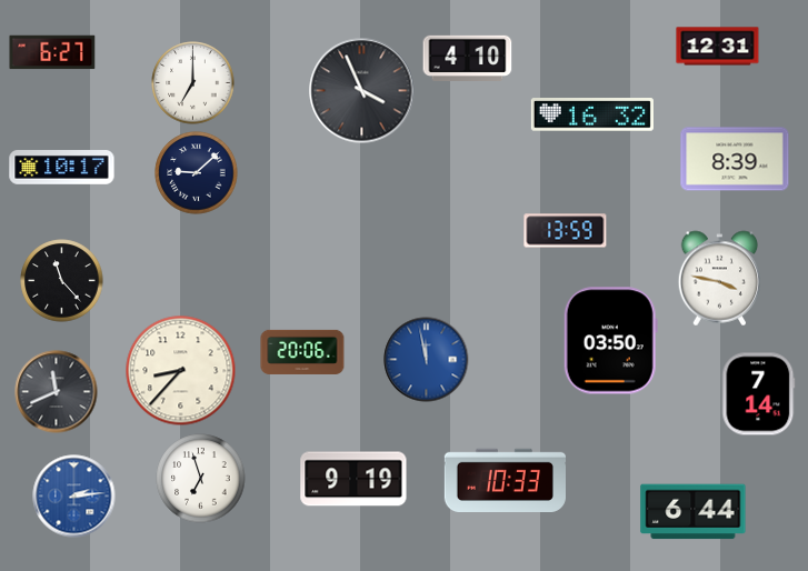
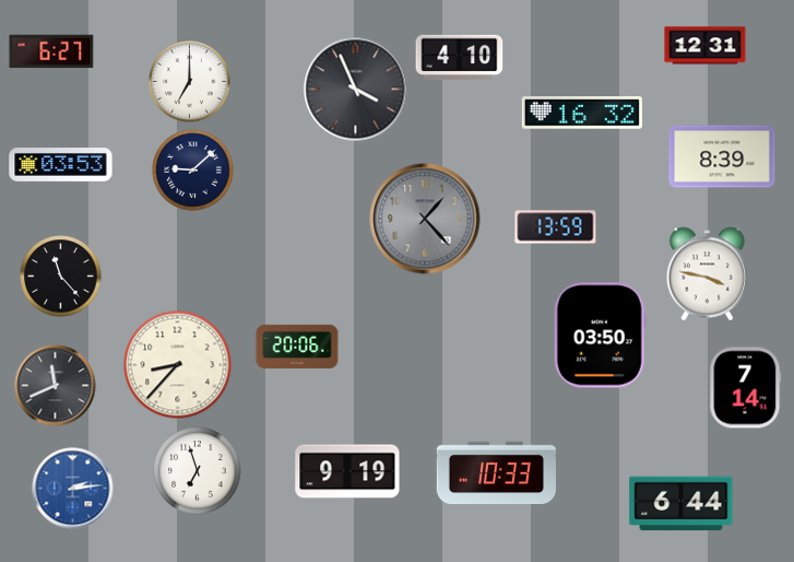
clock at (62, 168): 10:17 -> 03:53
clock at (425, 219): none -> 1:23
clock at (427, 360): 11:58 -> none
